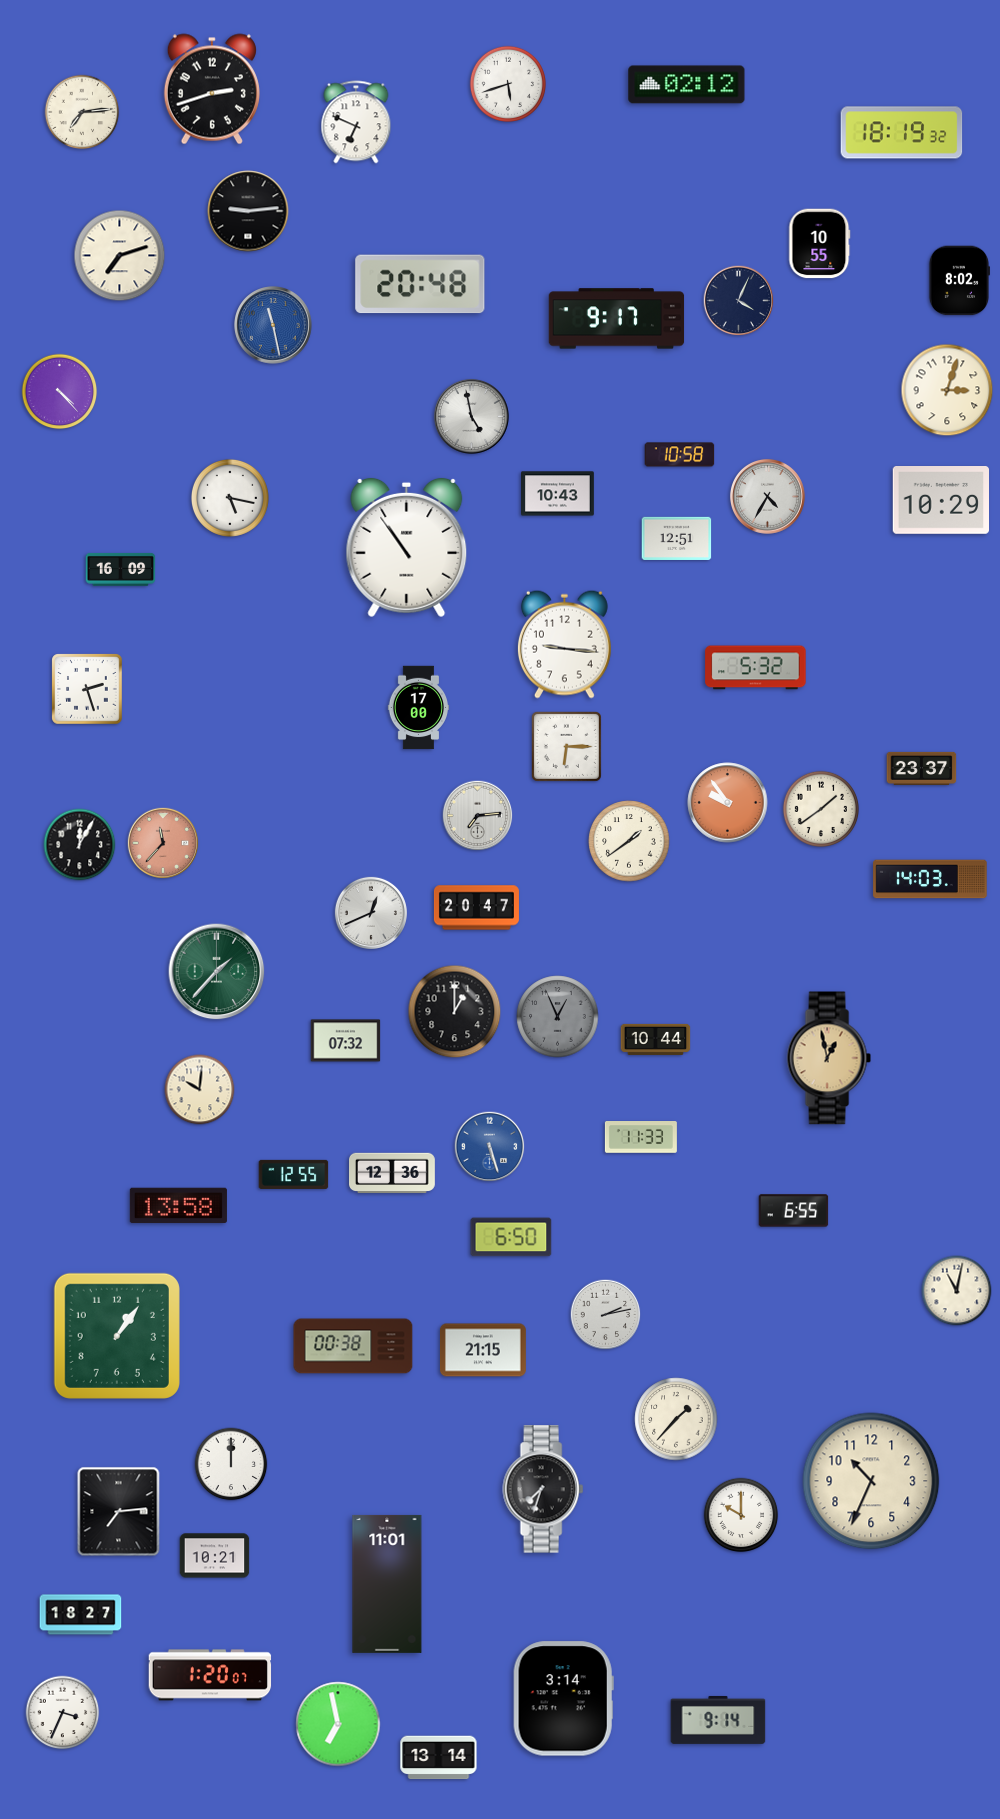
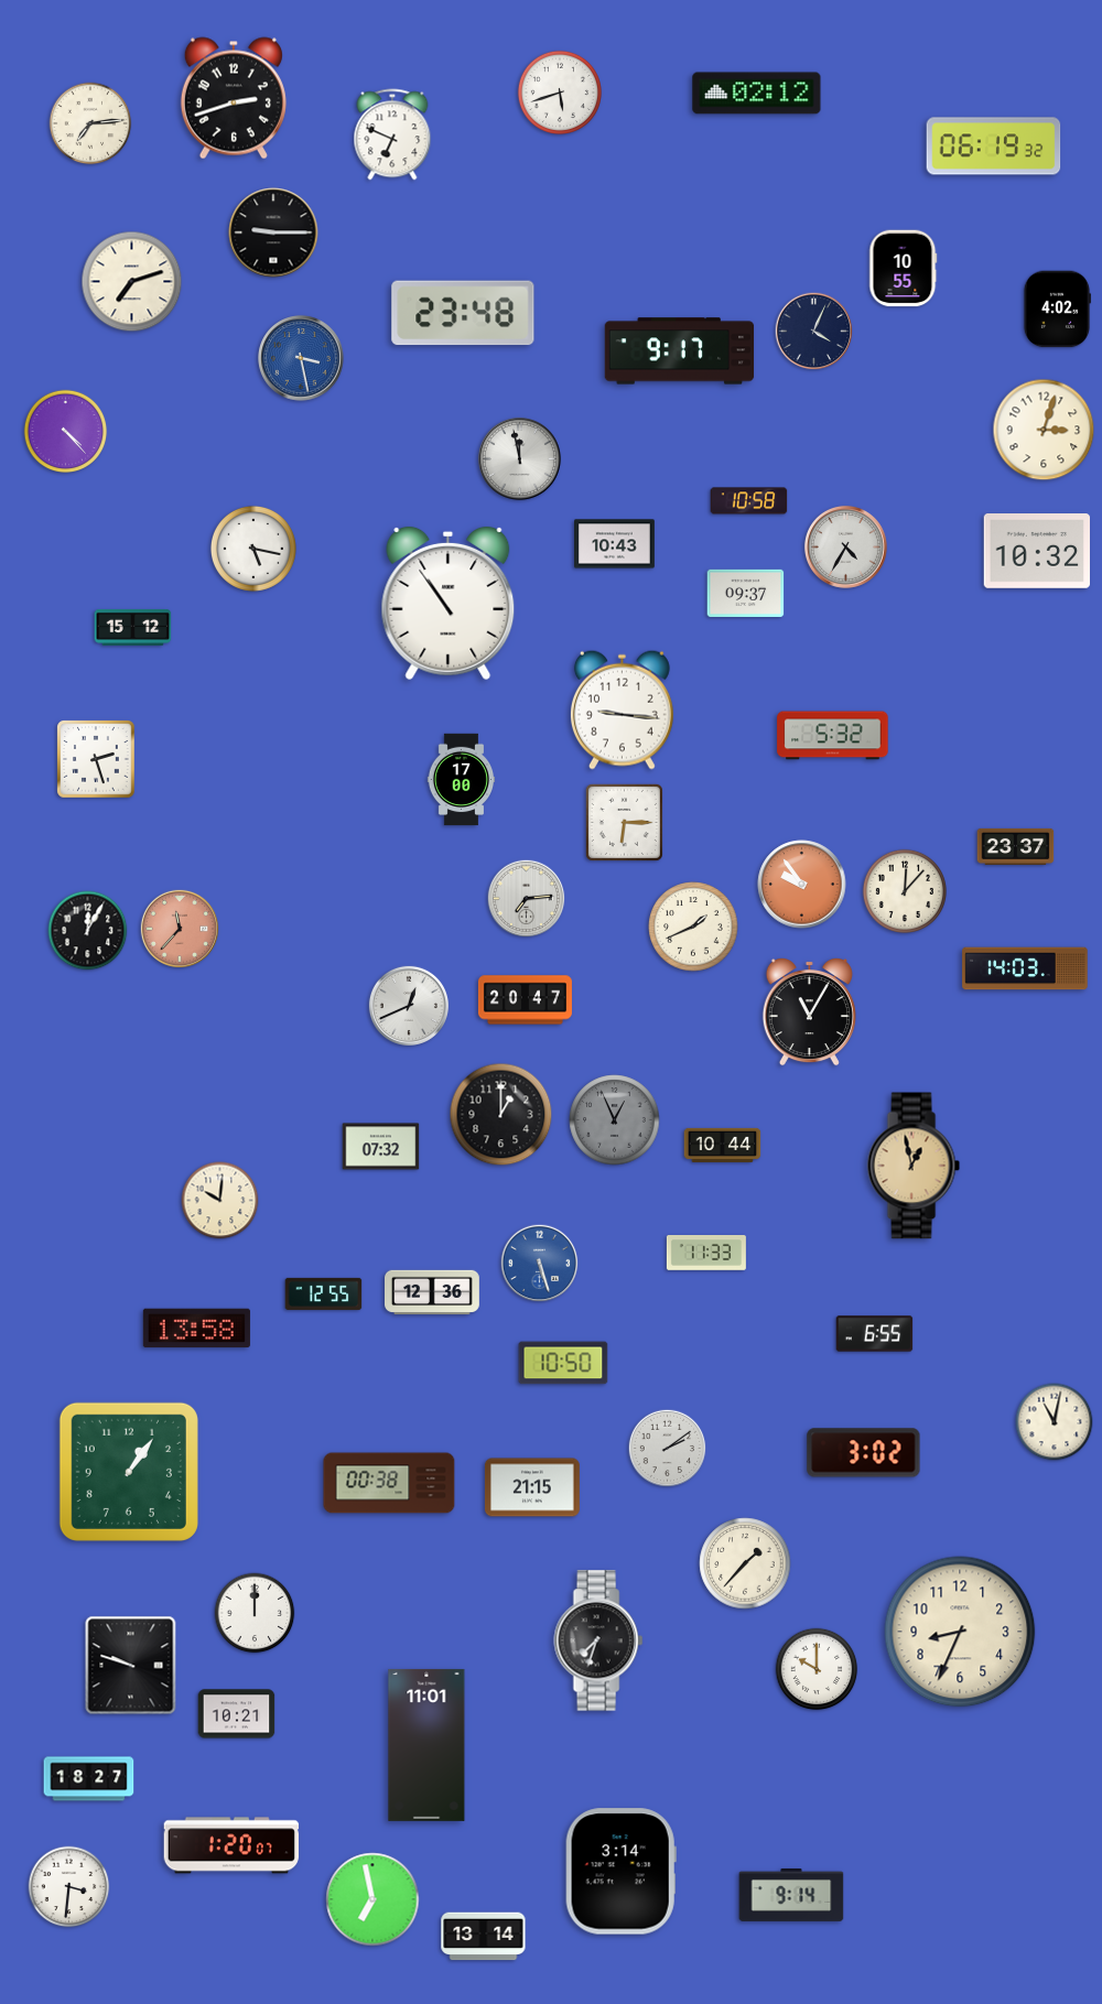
clock at (902, 133): 18:19 -> 06:19
clock at (248, 211): 9:14 -> 9:15
clock at (958, 281): 8:02 -> 4:02
clock at (420, 284): 20:48 -> 23:48
clock at (273, 325): 11:28 -> 3:28
clock at (471, 416): 4:58 -> 11:58
clock at (941, 501): 10:29 -> 10:32
clock at (677, 538): 12:51 -> 09:37
clock at (121, 570): 16:09 -> 15:12
clock at (820, 808): 1:39 -> 12:07
clock at (629, 841): 1:39 -> 1:41
clock at (809, 1011): none -> 11:05
clock at (217, 972): 1:37 -> none
clock at (511, 1237): 6:50 -> 10:50
clock at (606, 1315): 2:13 -> 2:09
clock at (864, 1453): none -> 3:02
clock at (871, 1481): 10:34 -> 8:34
clock at (119, 1512): 7:14 -> 9:48
clock at (63, 1713): 3:34 -> 3:31
